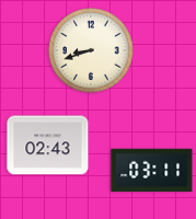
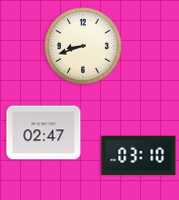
clock at (48, 146): 02:43 -> 02:47
clock at (152, 171): 03:11 -> 03:10
